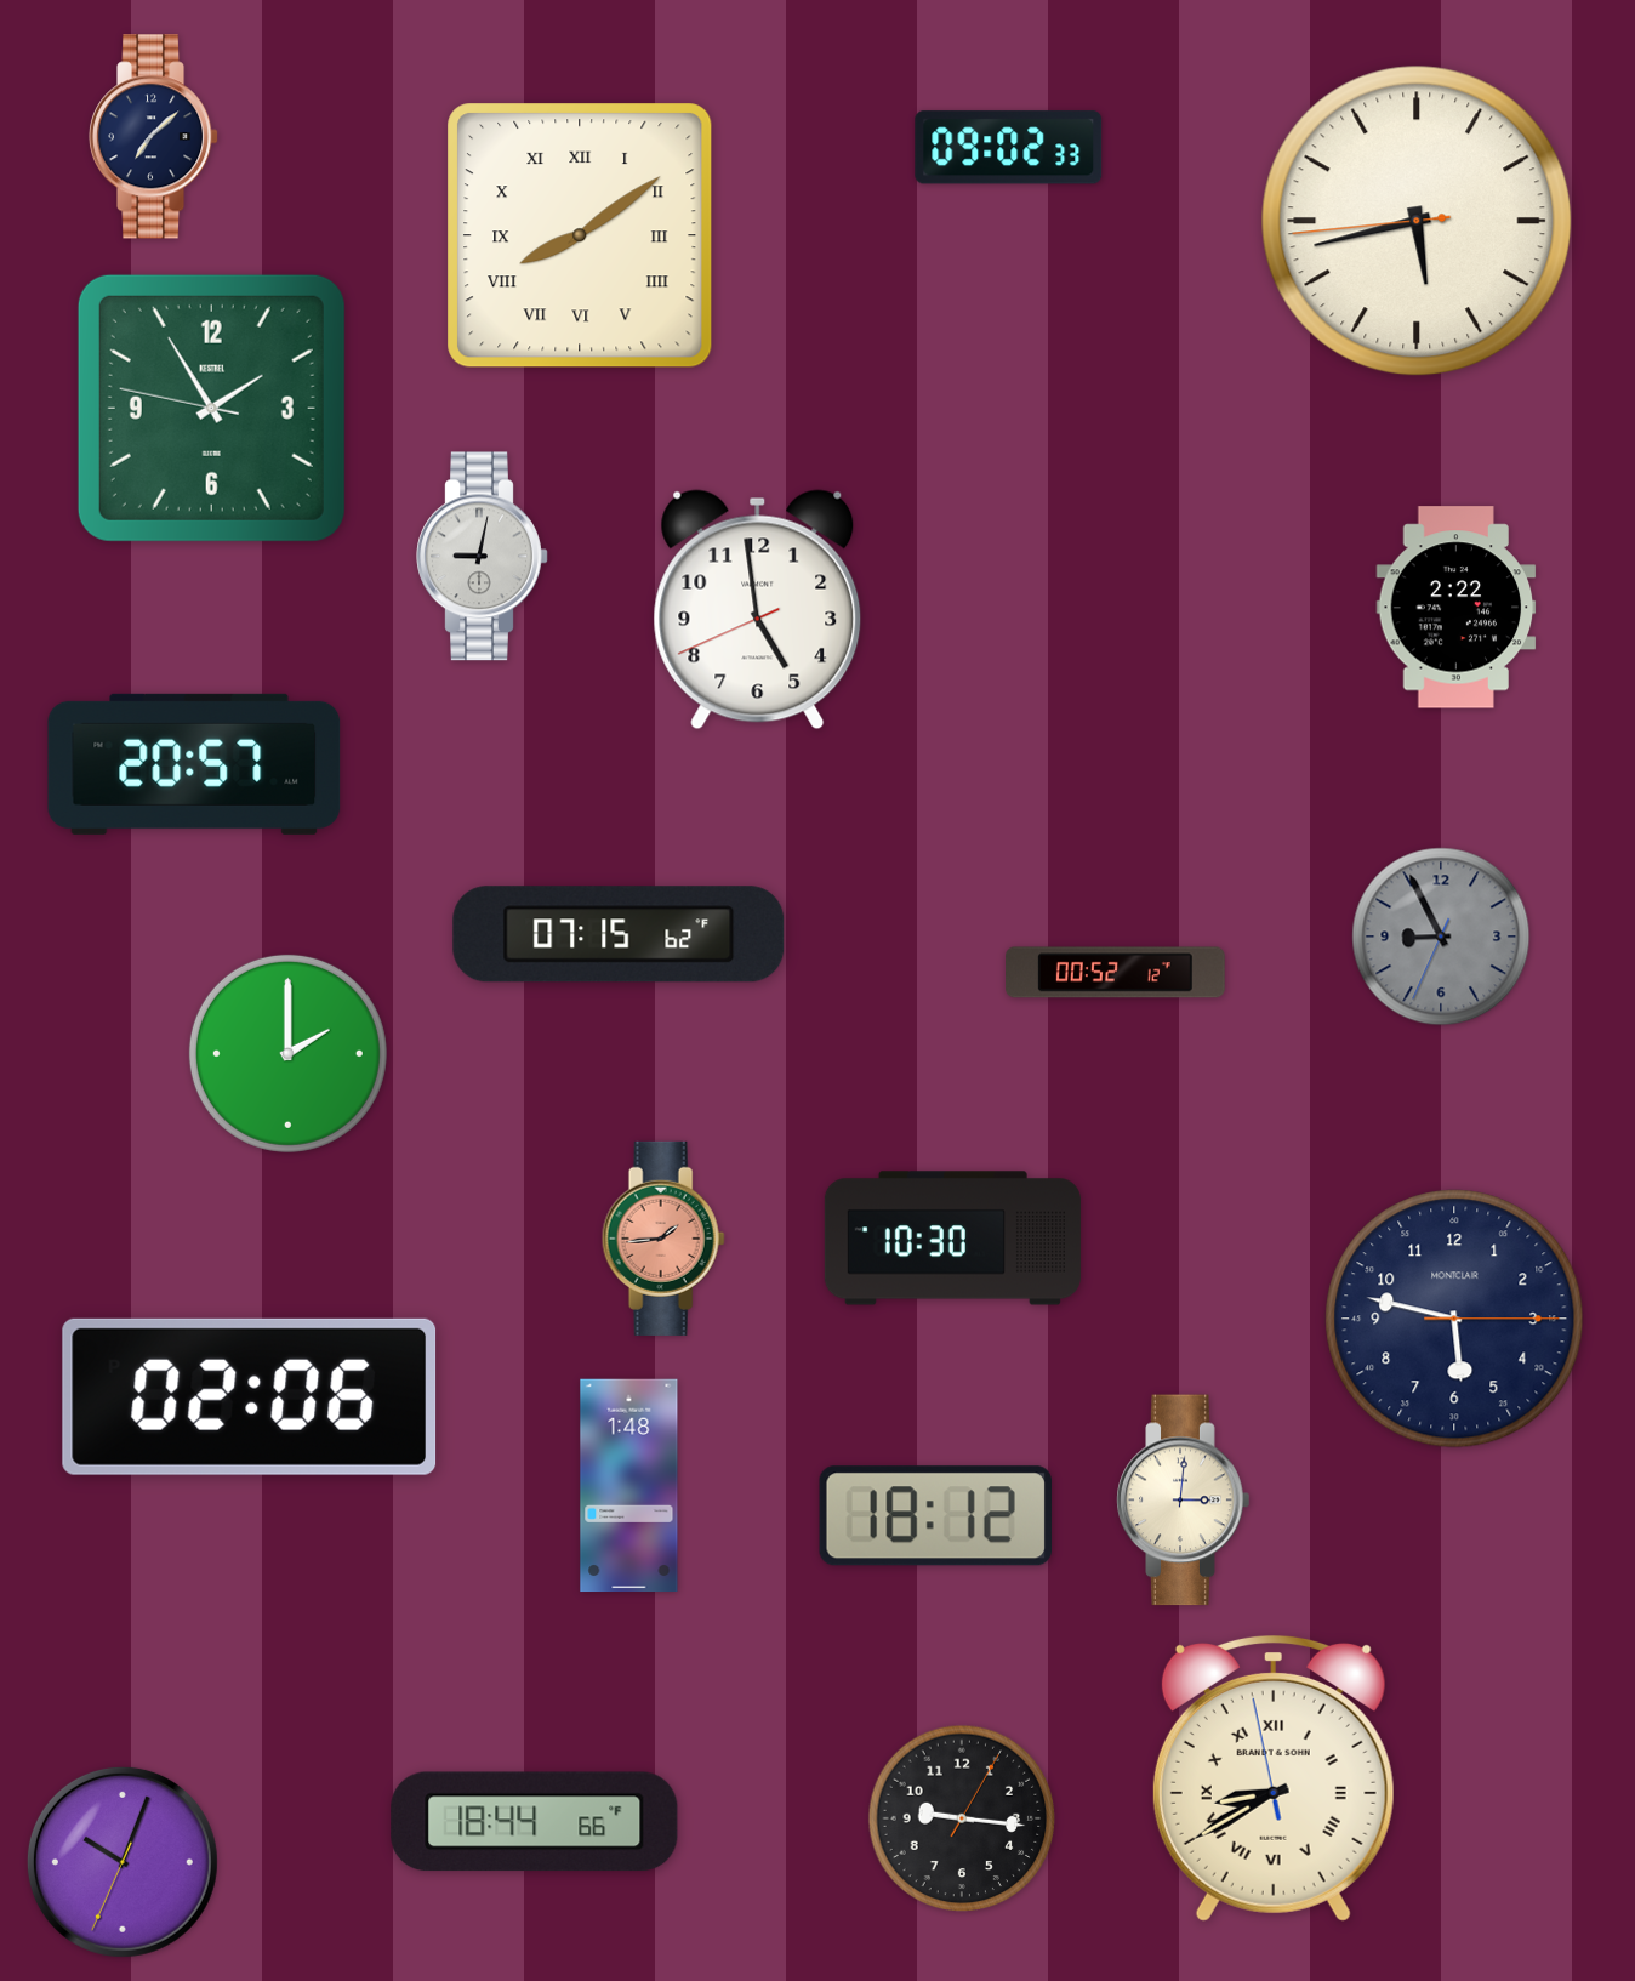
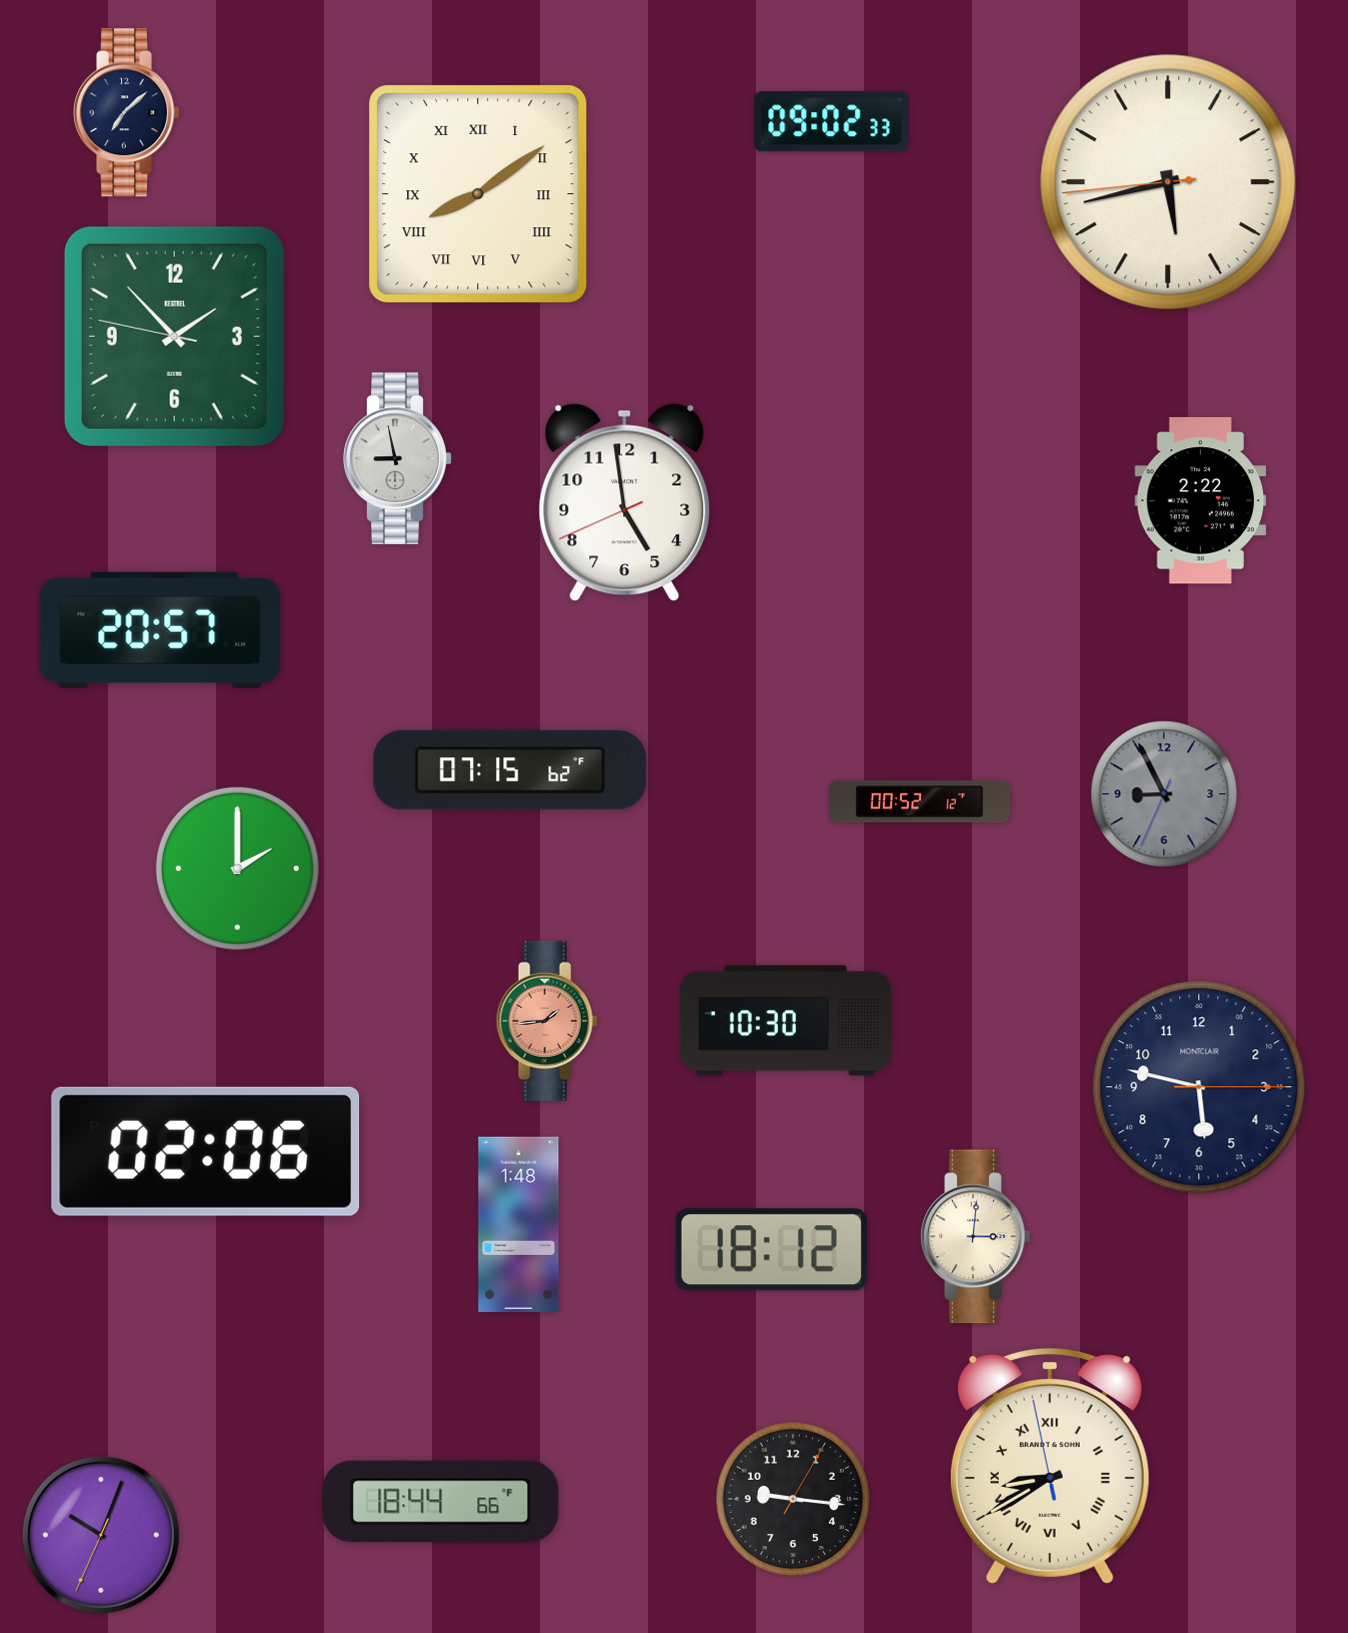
clock at (211, 408): 1:54 -> 1:52
clock at (483, 557): 9:02 -> 8:58
clock at (1441, 937) position: (1441, 937) -> (1164, 794)
